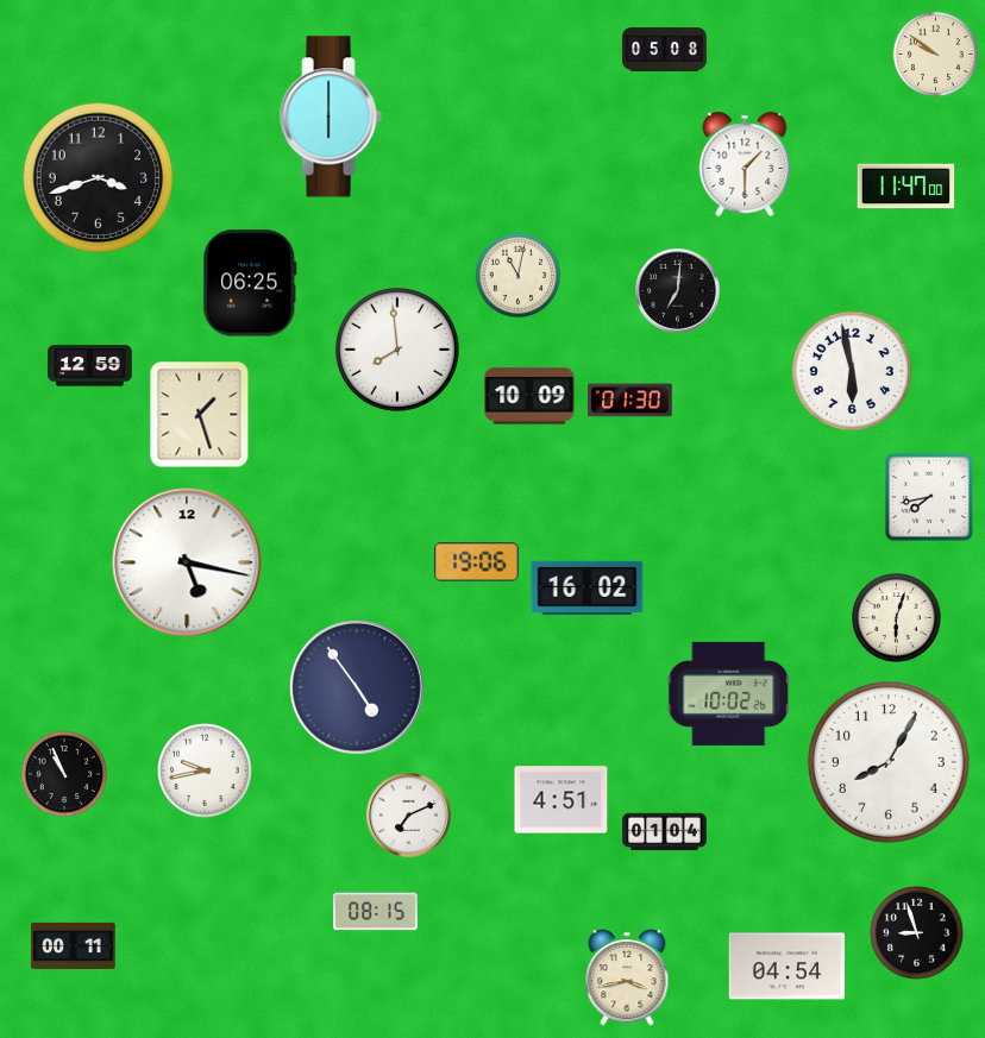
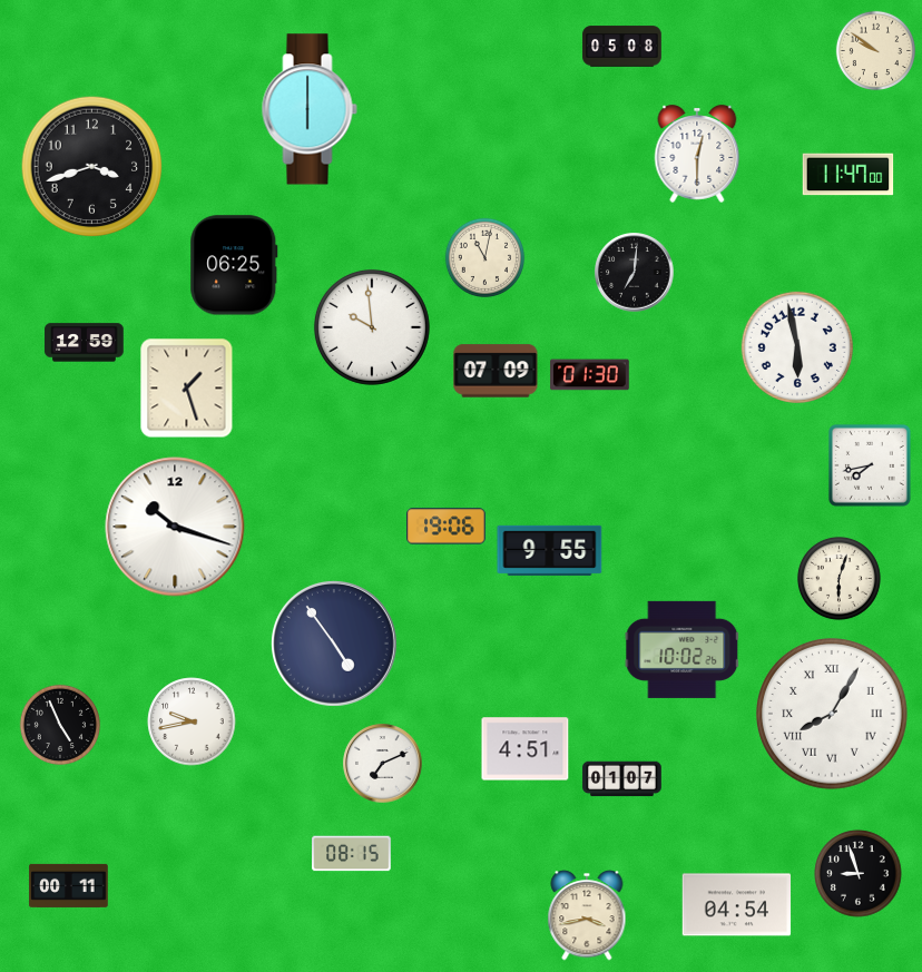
clock at (745, 164): 1:30 -> 12:30
clock at (397, 350): 7:59 -> 9:59
clock at (529, 396): 10:09 -> 07:09
clock at (187, 562): 5:17 -> 10:18
clock at (588, 587): 16:02 -> 9:55
clock at (890, 763) numerals: Arabic -> Roman
clock at (64, 774): 10:56 -> 4:56
clock at (665, 832): 01:04 -> 01:07
